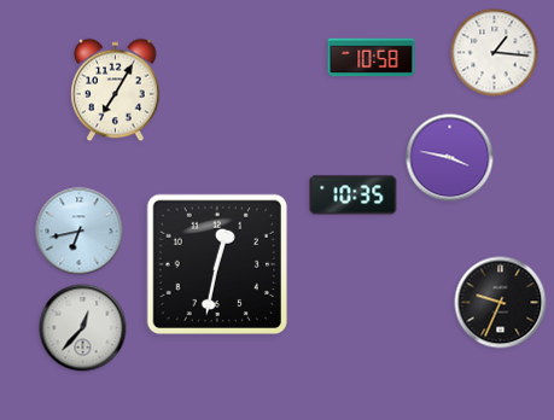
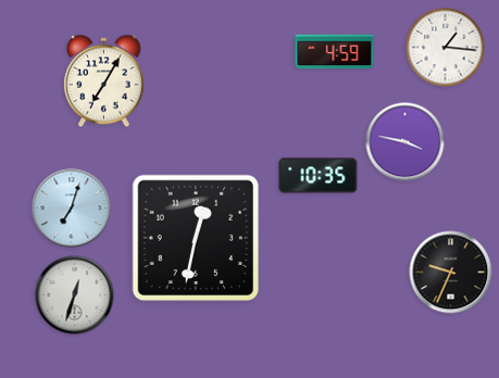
clock at (372, 58): 10:58 -> 4:59
clock at (80, 232): 6:43 -> 7:03
clock at (83, 328): 12:37 -> 12:33
